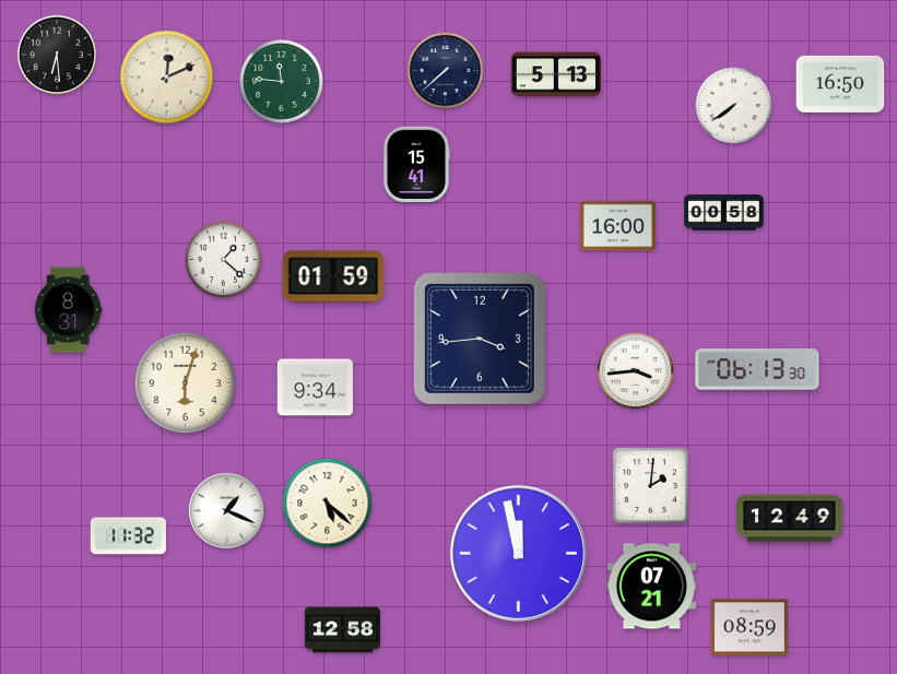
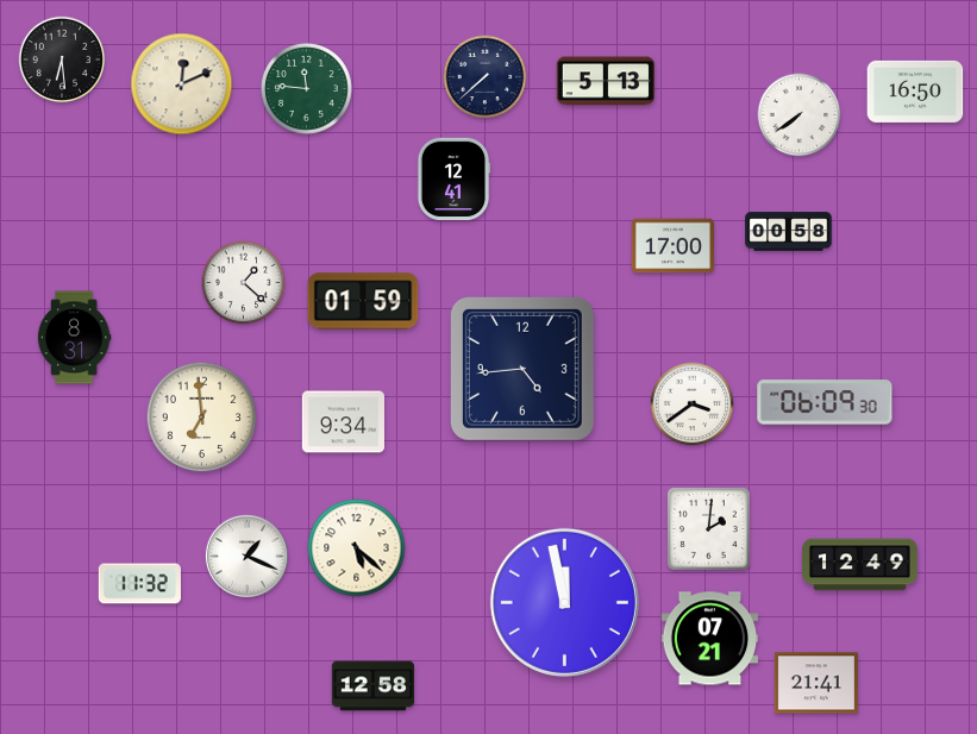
clock at (416, 164): 15:41 -> 12:41
clock at (617, 226): 16:00 -> 17:00
clock at (480, 339): 3:44 -> 4:44
clock at (757, 369): 06:13 -> 06:09
clock at (636, 371): 3:44 -> 3:39
clock at (186, 383): 6:03 -> 6:59
clock at (750, 627): 08:59 -> 21:41
